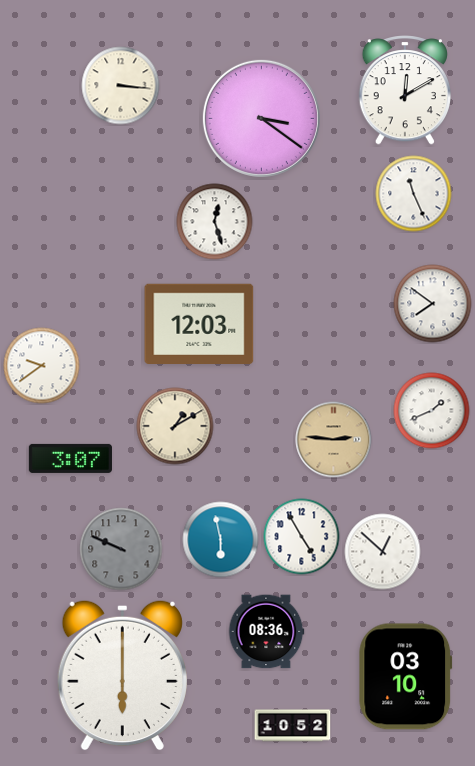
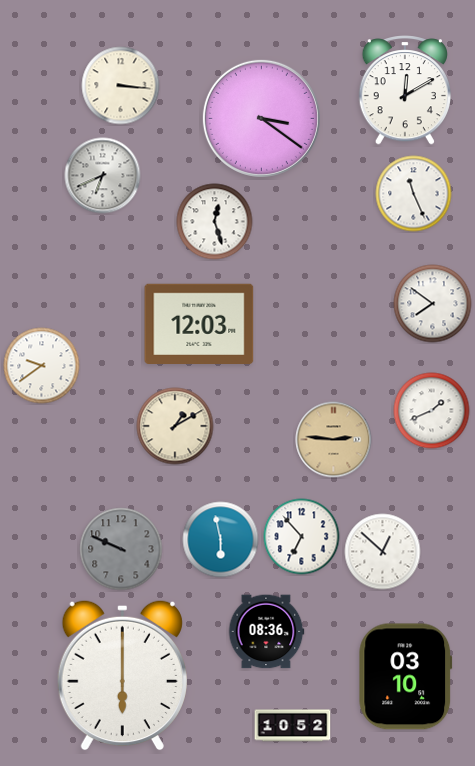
clock at (103, 176): none -> 6:41
clock at (70, 458): 3:07 -> none
clock at (302, 537): 4:55 -> 6:53
